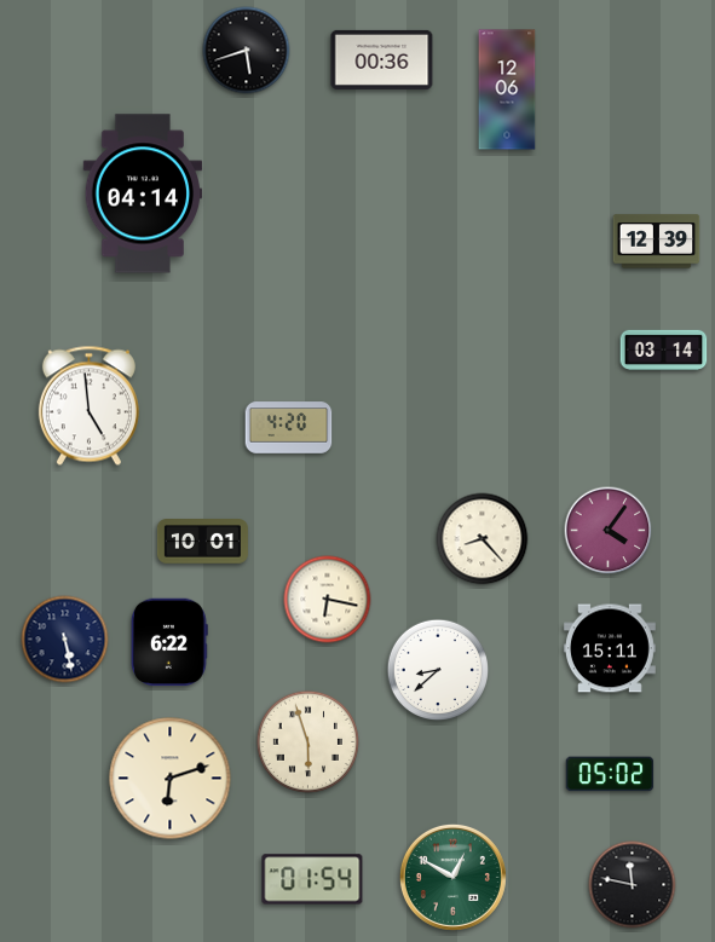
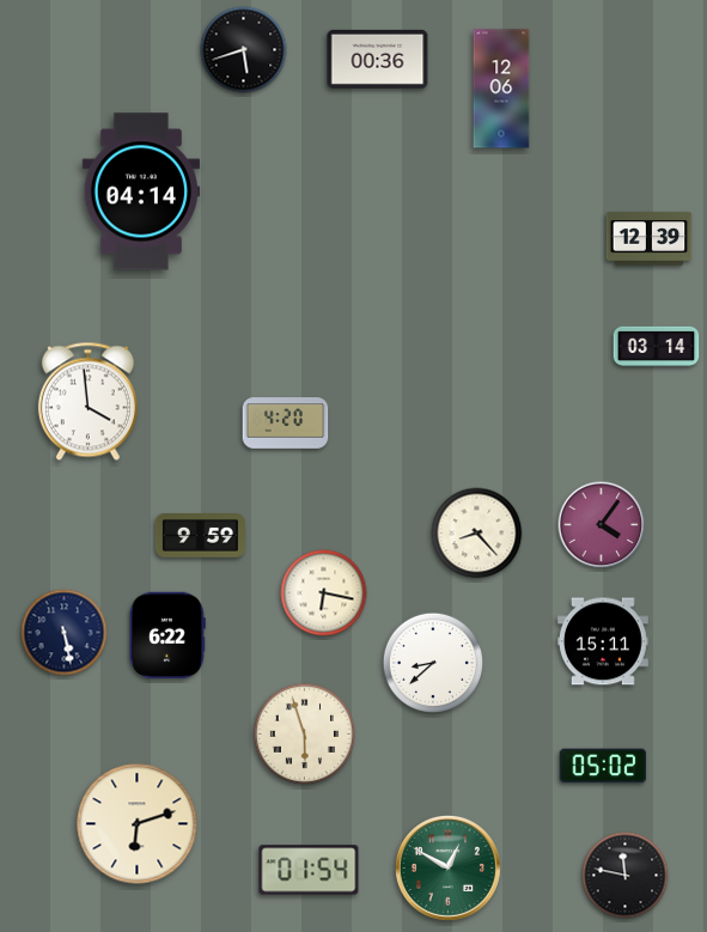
clock at (88, 406): 4:59 -> 3:59
clock at (202, 542): 10:01 -> 9:59
clock at (171, 779) position: (171, 779) -> (138, 824)
